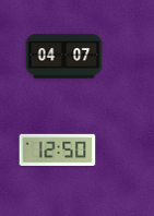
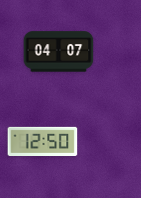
clock at (58, 149) position: (58, 149) -> (43, 141)
